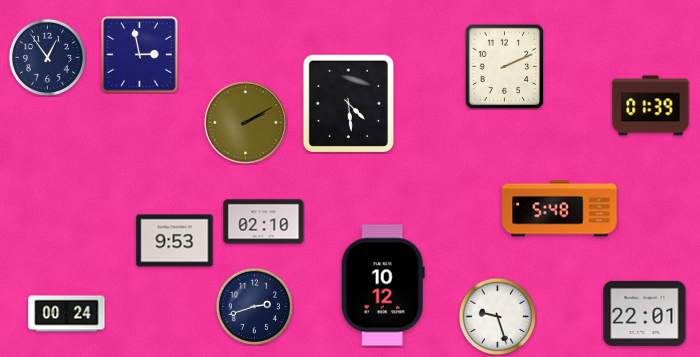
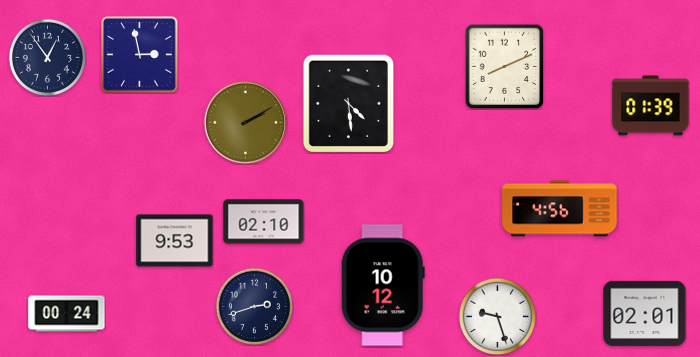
clock at (505, 66): 2:11 -> 8:11
clock at (560, 209): 5:48 -> 4:56
clock at (645, 313): 22:01 -> 02:01
